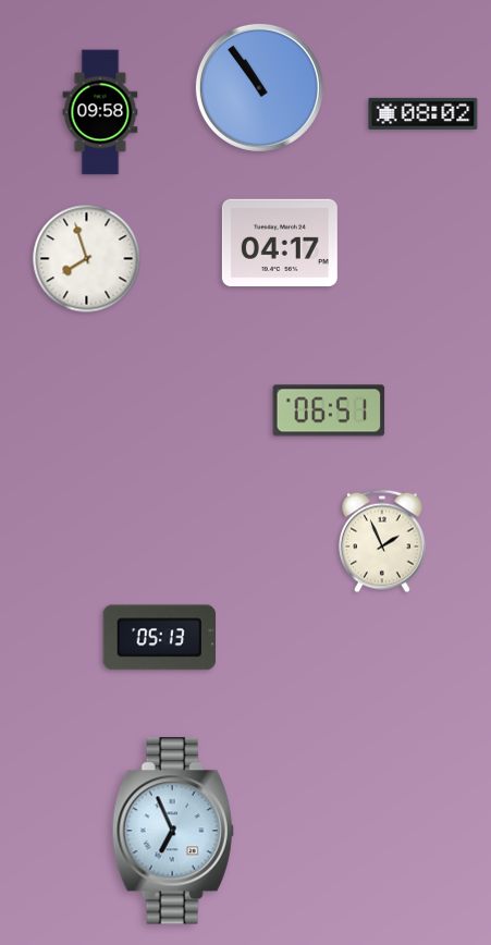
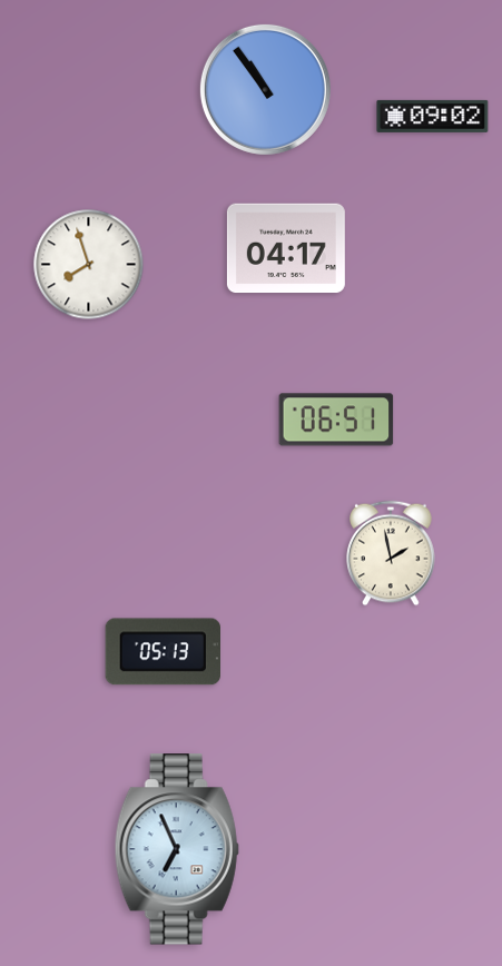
clock at (100, 112): 09:58 -> none
clock at (424, 113): 08:02 -> 09:02
clock at (382, 541): 1:56 -> 1:58
